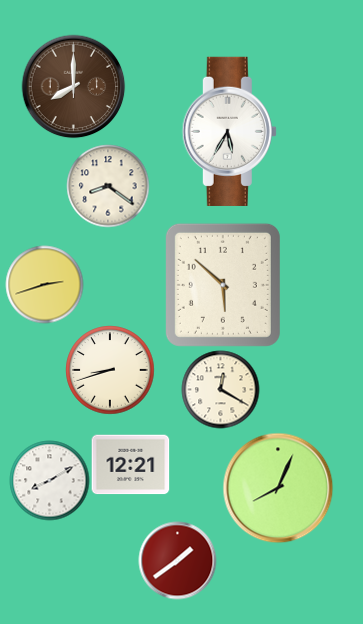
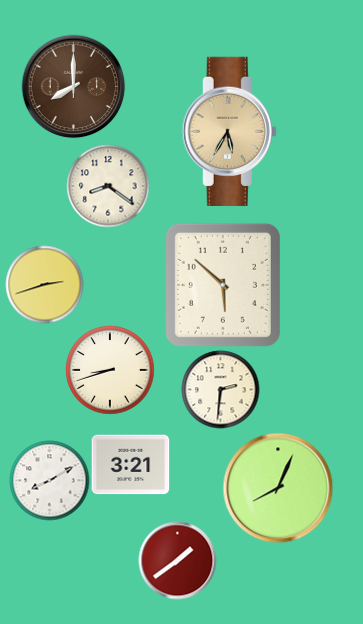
clock at (229, 131) dial: white -> champagne
clock at (220, 389): 12:20 -> 2:31
clock at (130, 465): 12:21 -> 3:21
